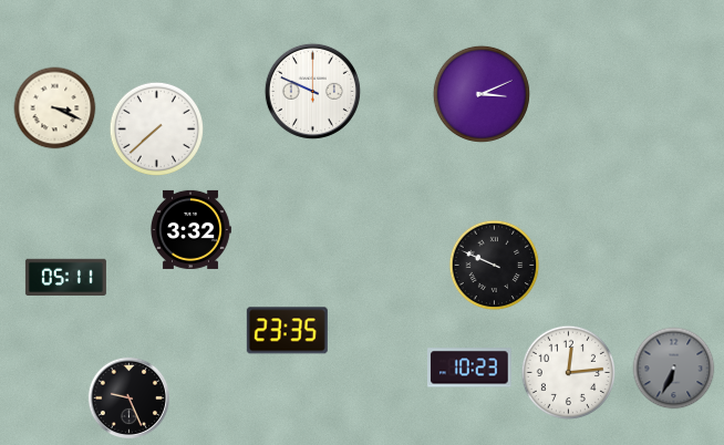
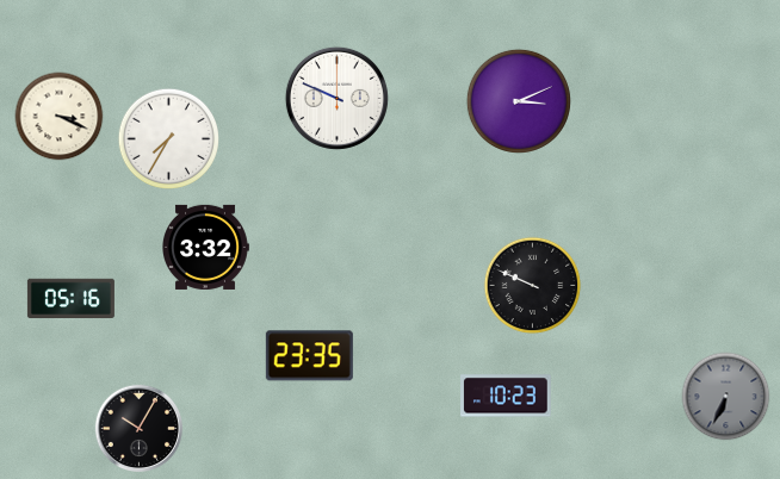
clock at (156, 128): 7:38 -> 7:35
clock at (65, 278): 05:11 -> 05:16
clock at (568, 372): 12:14 -> none
clock at (128, 397): 9:26 -> 10:05
